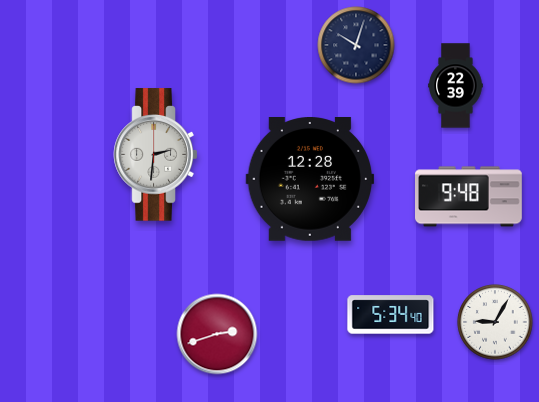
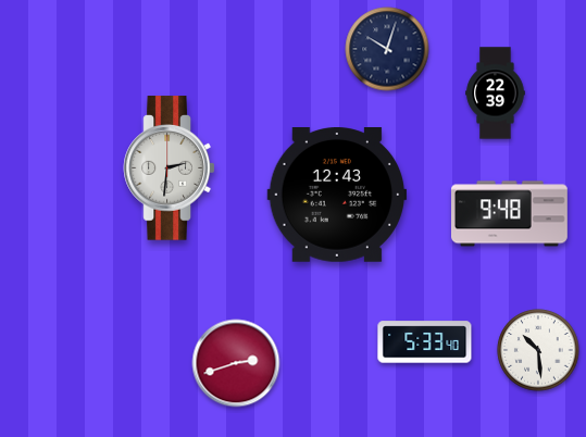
clock at (310, 180): 12:28 -> 12:43
clock at (391, 315): 5:34 -> 5:33
clock at (495, 322): 9:05 -> 10:29
